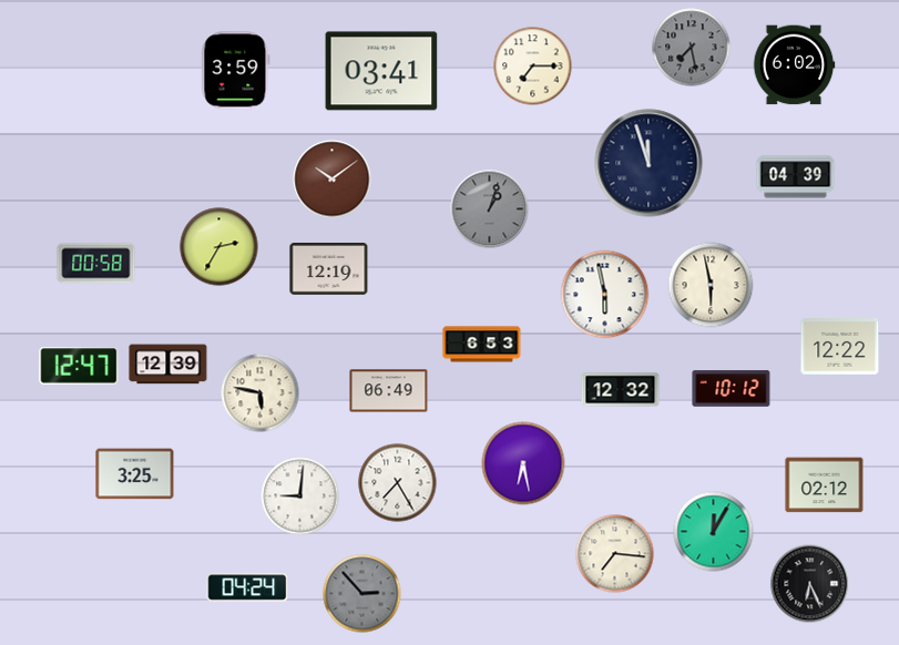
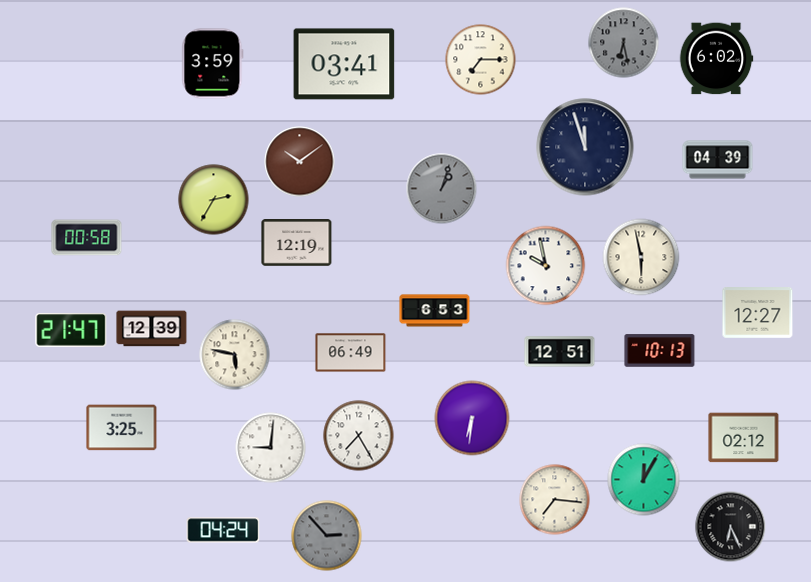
clock at (692, 48): 7:28 -> 6:28
clock at (219, 247) position: (219, 247) -> (214, 200)
clock at (605, 295): 5:58 -> 9:58
clock at (840, 347): 12:22 -> 12:27
clock at (79, 366): 12:47 -> 21:47
clock at (732, 389): 10:12 -> 10:13
clock at (621, 390): 12:32 -> 12:51
clock at (523, 463): 6:28 -> 6:31
